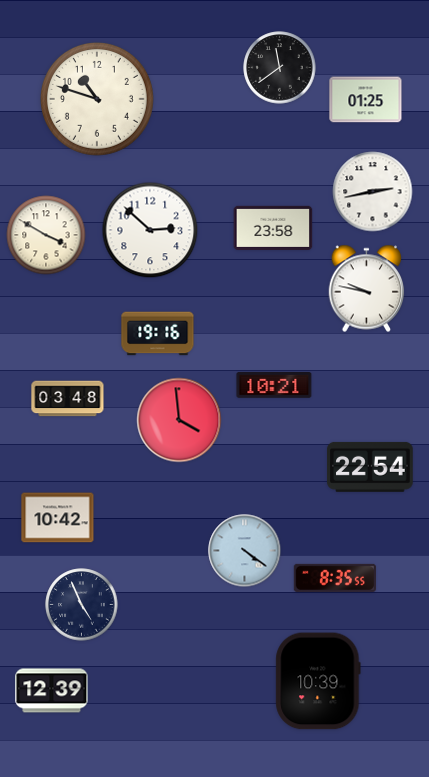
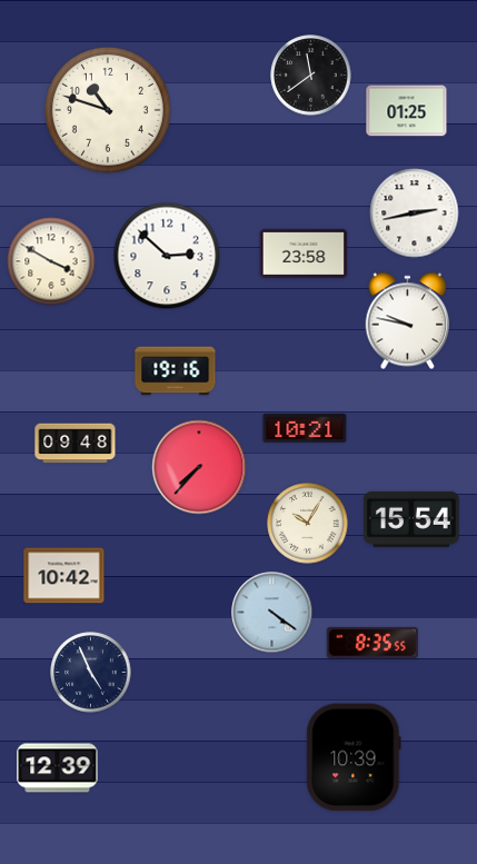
clock at (68, 399): 03:48 -> 09:48
clock at (179, 420): 3:59 -> 7:37
clock at (370, 467): 22:54 -> 15:54
clock at (308, 524): none -> 10:05
